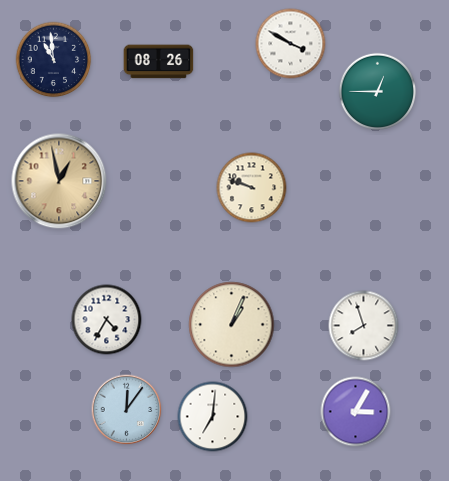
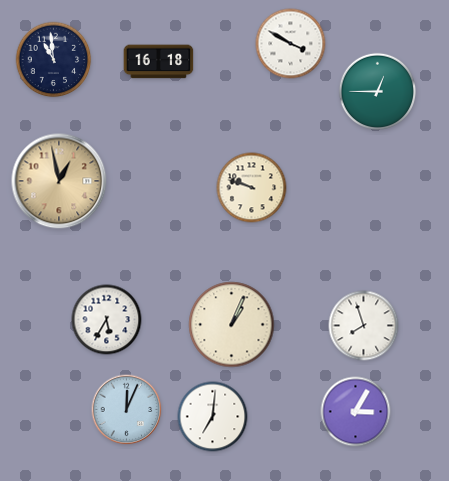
clock at (159, 62): 08:26 -> 16:18
clock at (107, 320): 4:35 -> 5:35
clock at (127, 410): 12:06 -> 12:04
